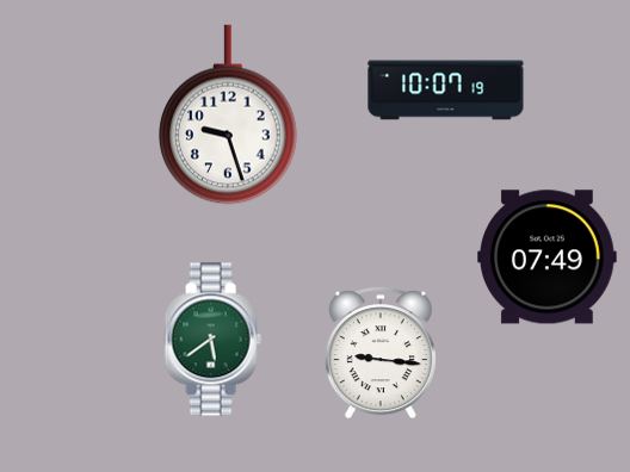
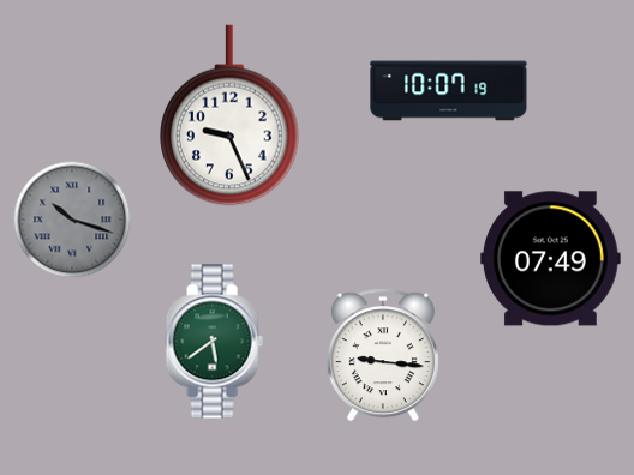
clock at (228, 114): 9:27 -> 9:26
clock at (72, 220): none -> 10:18
